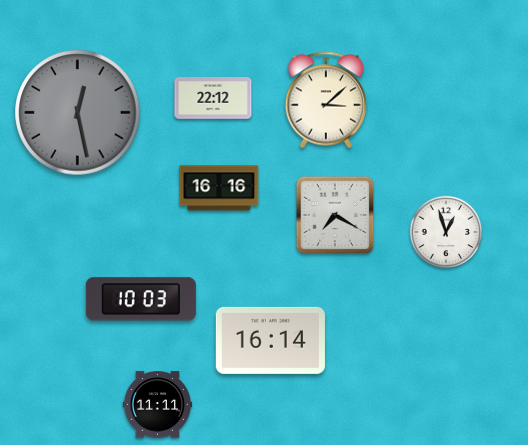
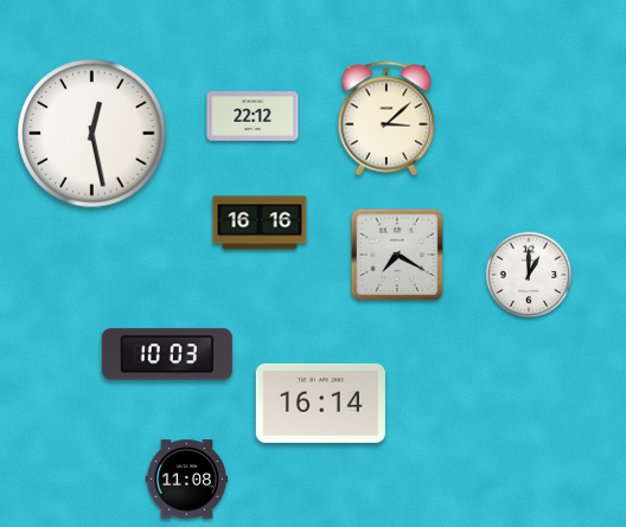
clock at (78, 113) dial: grey -> white
clock at (446, 232): 12:57 -> 1:00
clock at (158, 405): 11:11 -> 11:08
